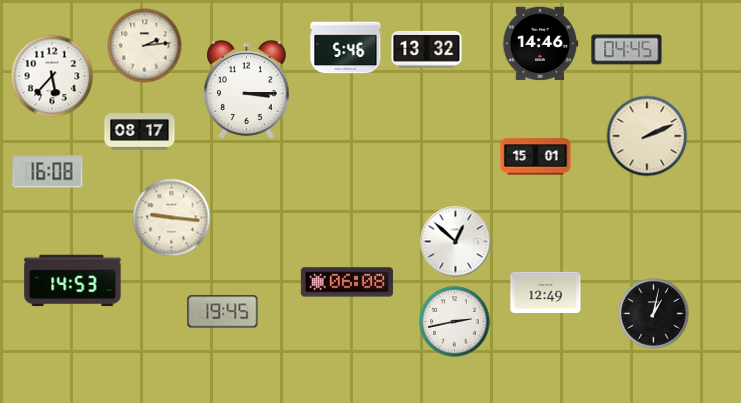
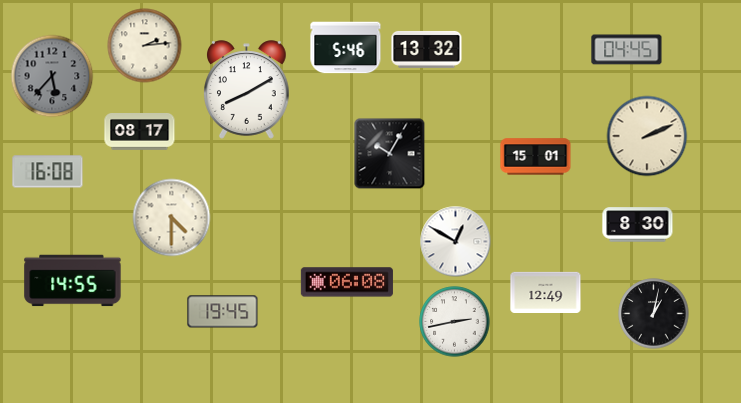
clock at (540, 44): 14:46 -> none
clock at (52, 76) dial: white -> grey
clock at (247, 90): 3:15 -> 8:10
clock at (390, 154): none -> 10:05
clock at (172, 218): 9:16 -> 4:30
clock at (638, 225): none -> 8:30
clock at (456, 242): 12:52 -> 12:50
clock at (73, 281): 14:53 -> 14:55
